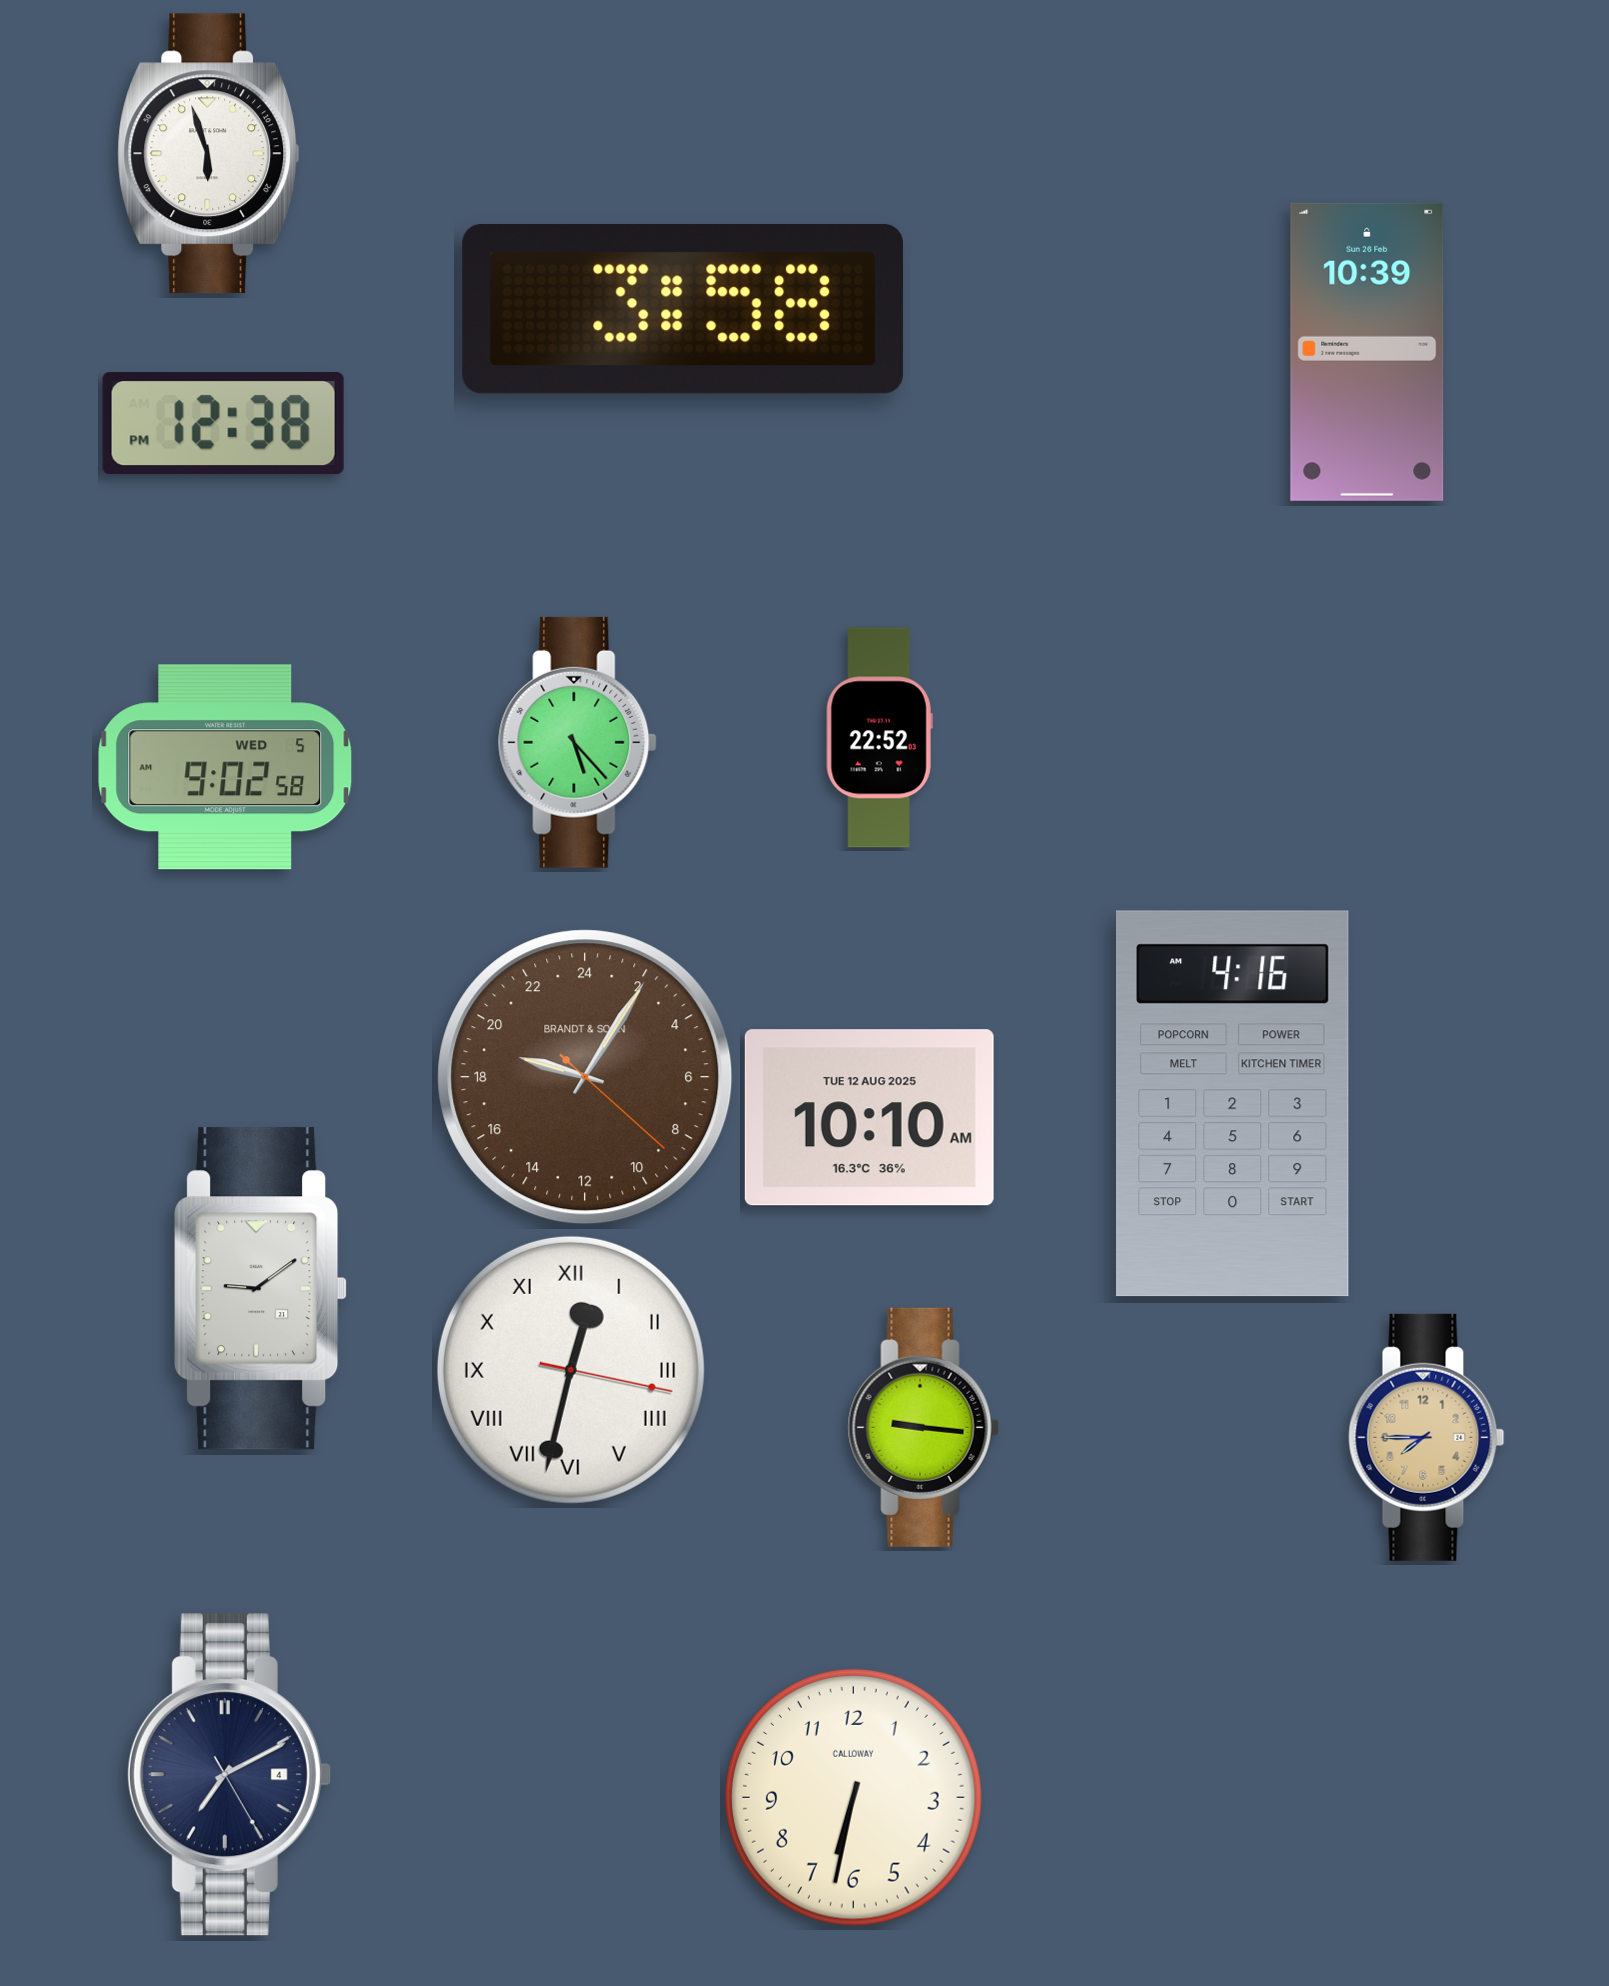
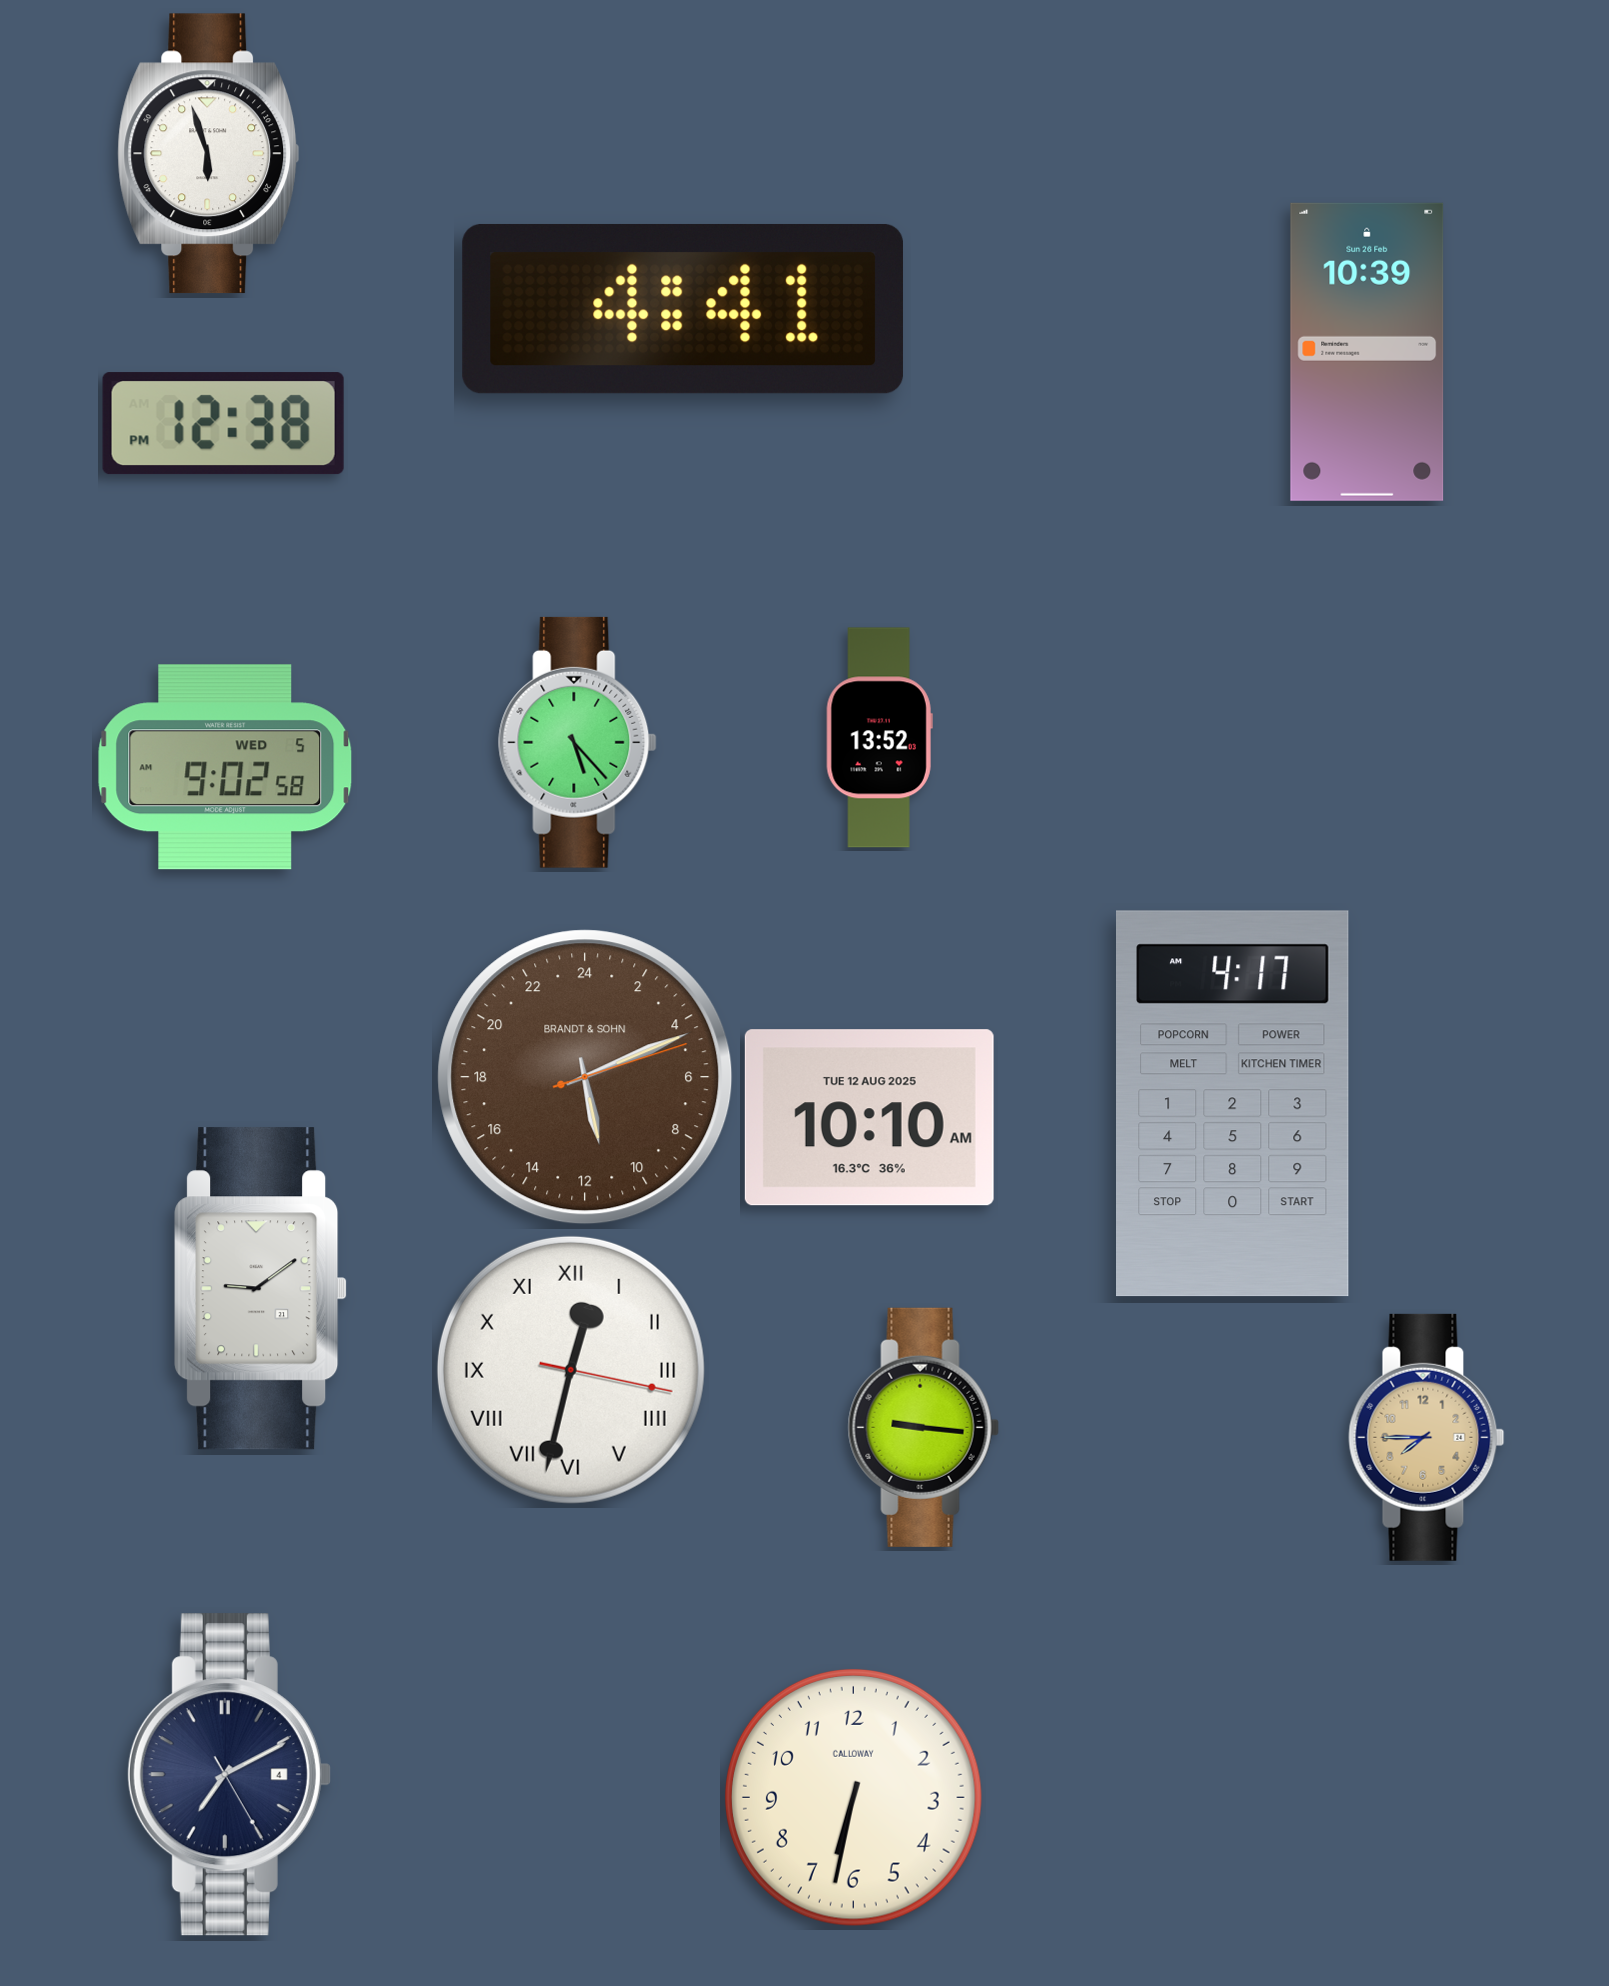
clock at (683, 309): 3:58 -> 4:41
clock at (879, 738): 22:52 -> 13:52
clock at (585, 1077): 19:05 -> 11:11
clock at (1233, 1104): 4:16 -> 4:17
